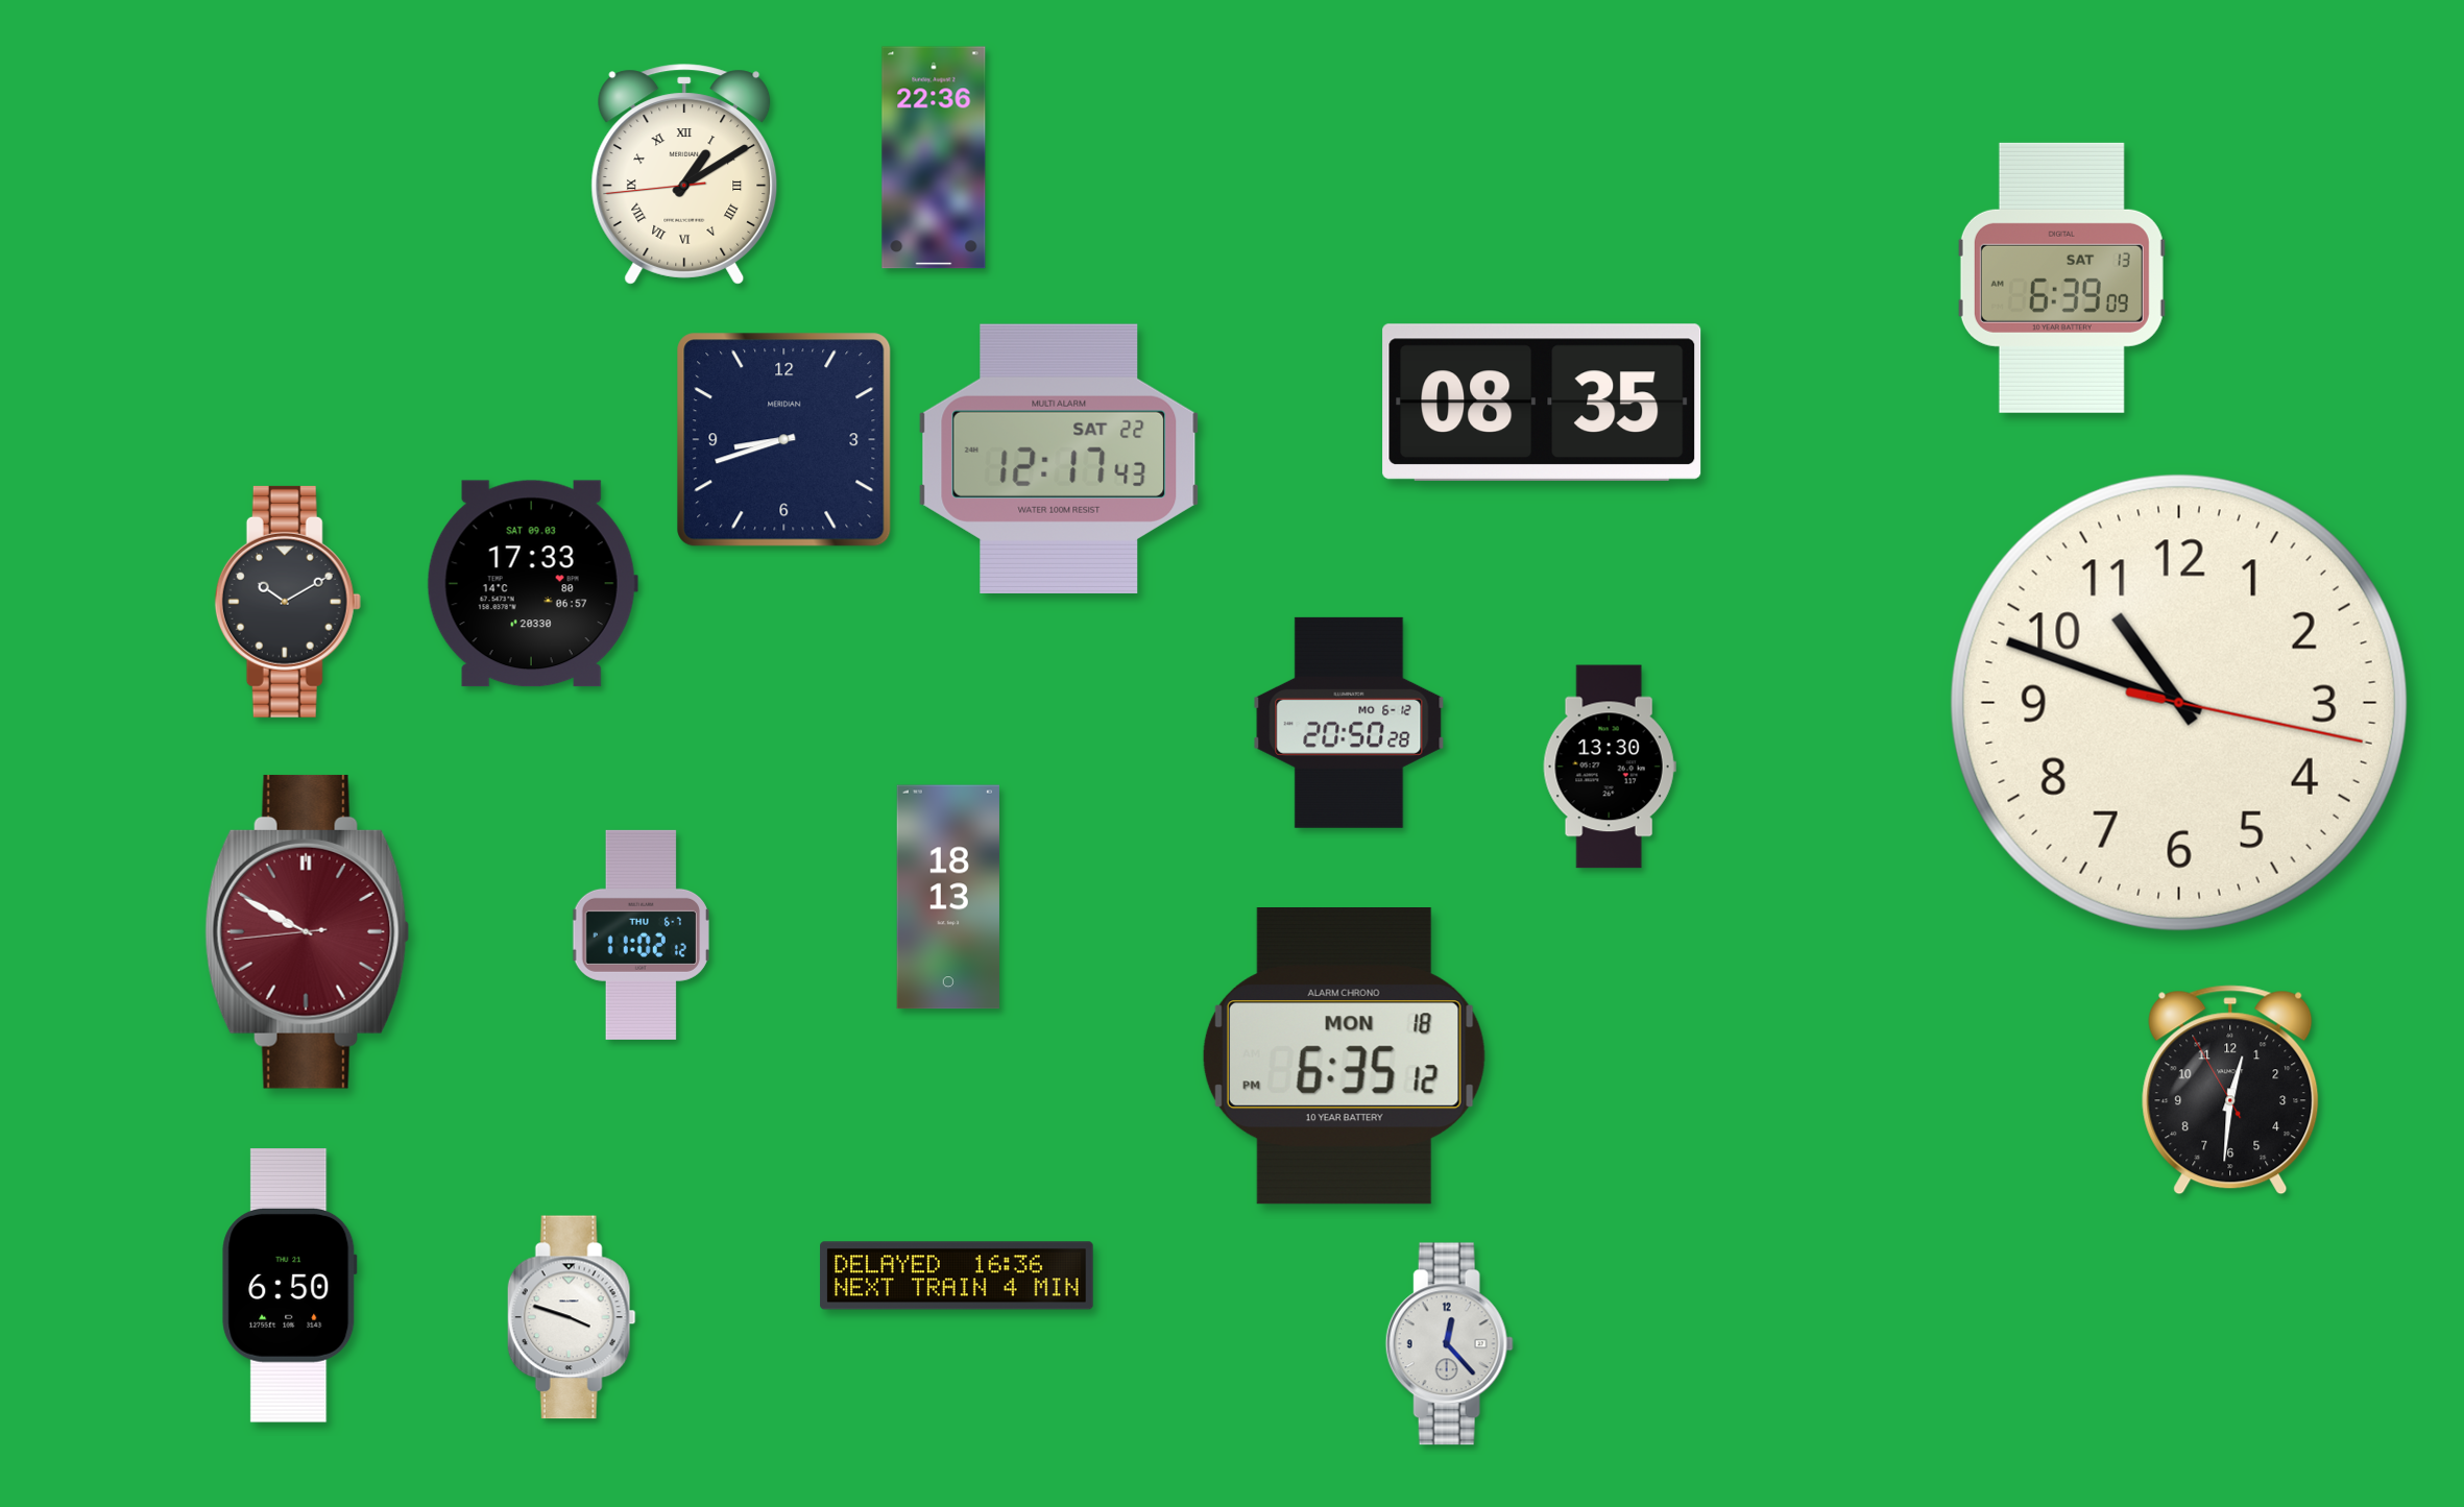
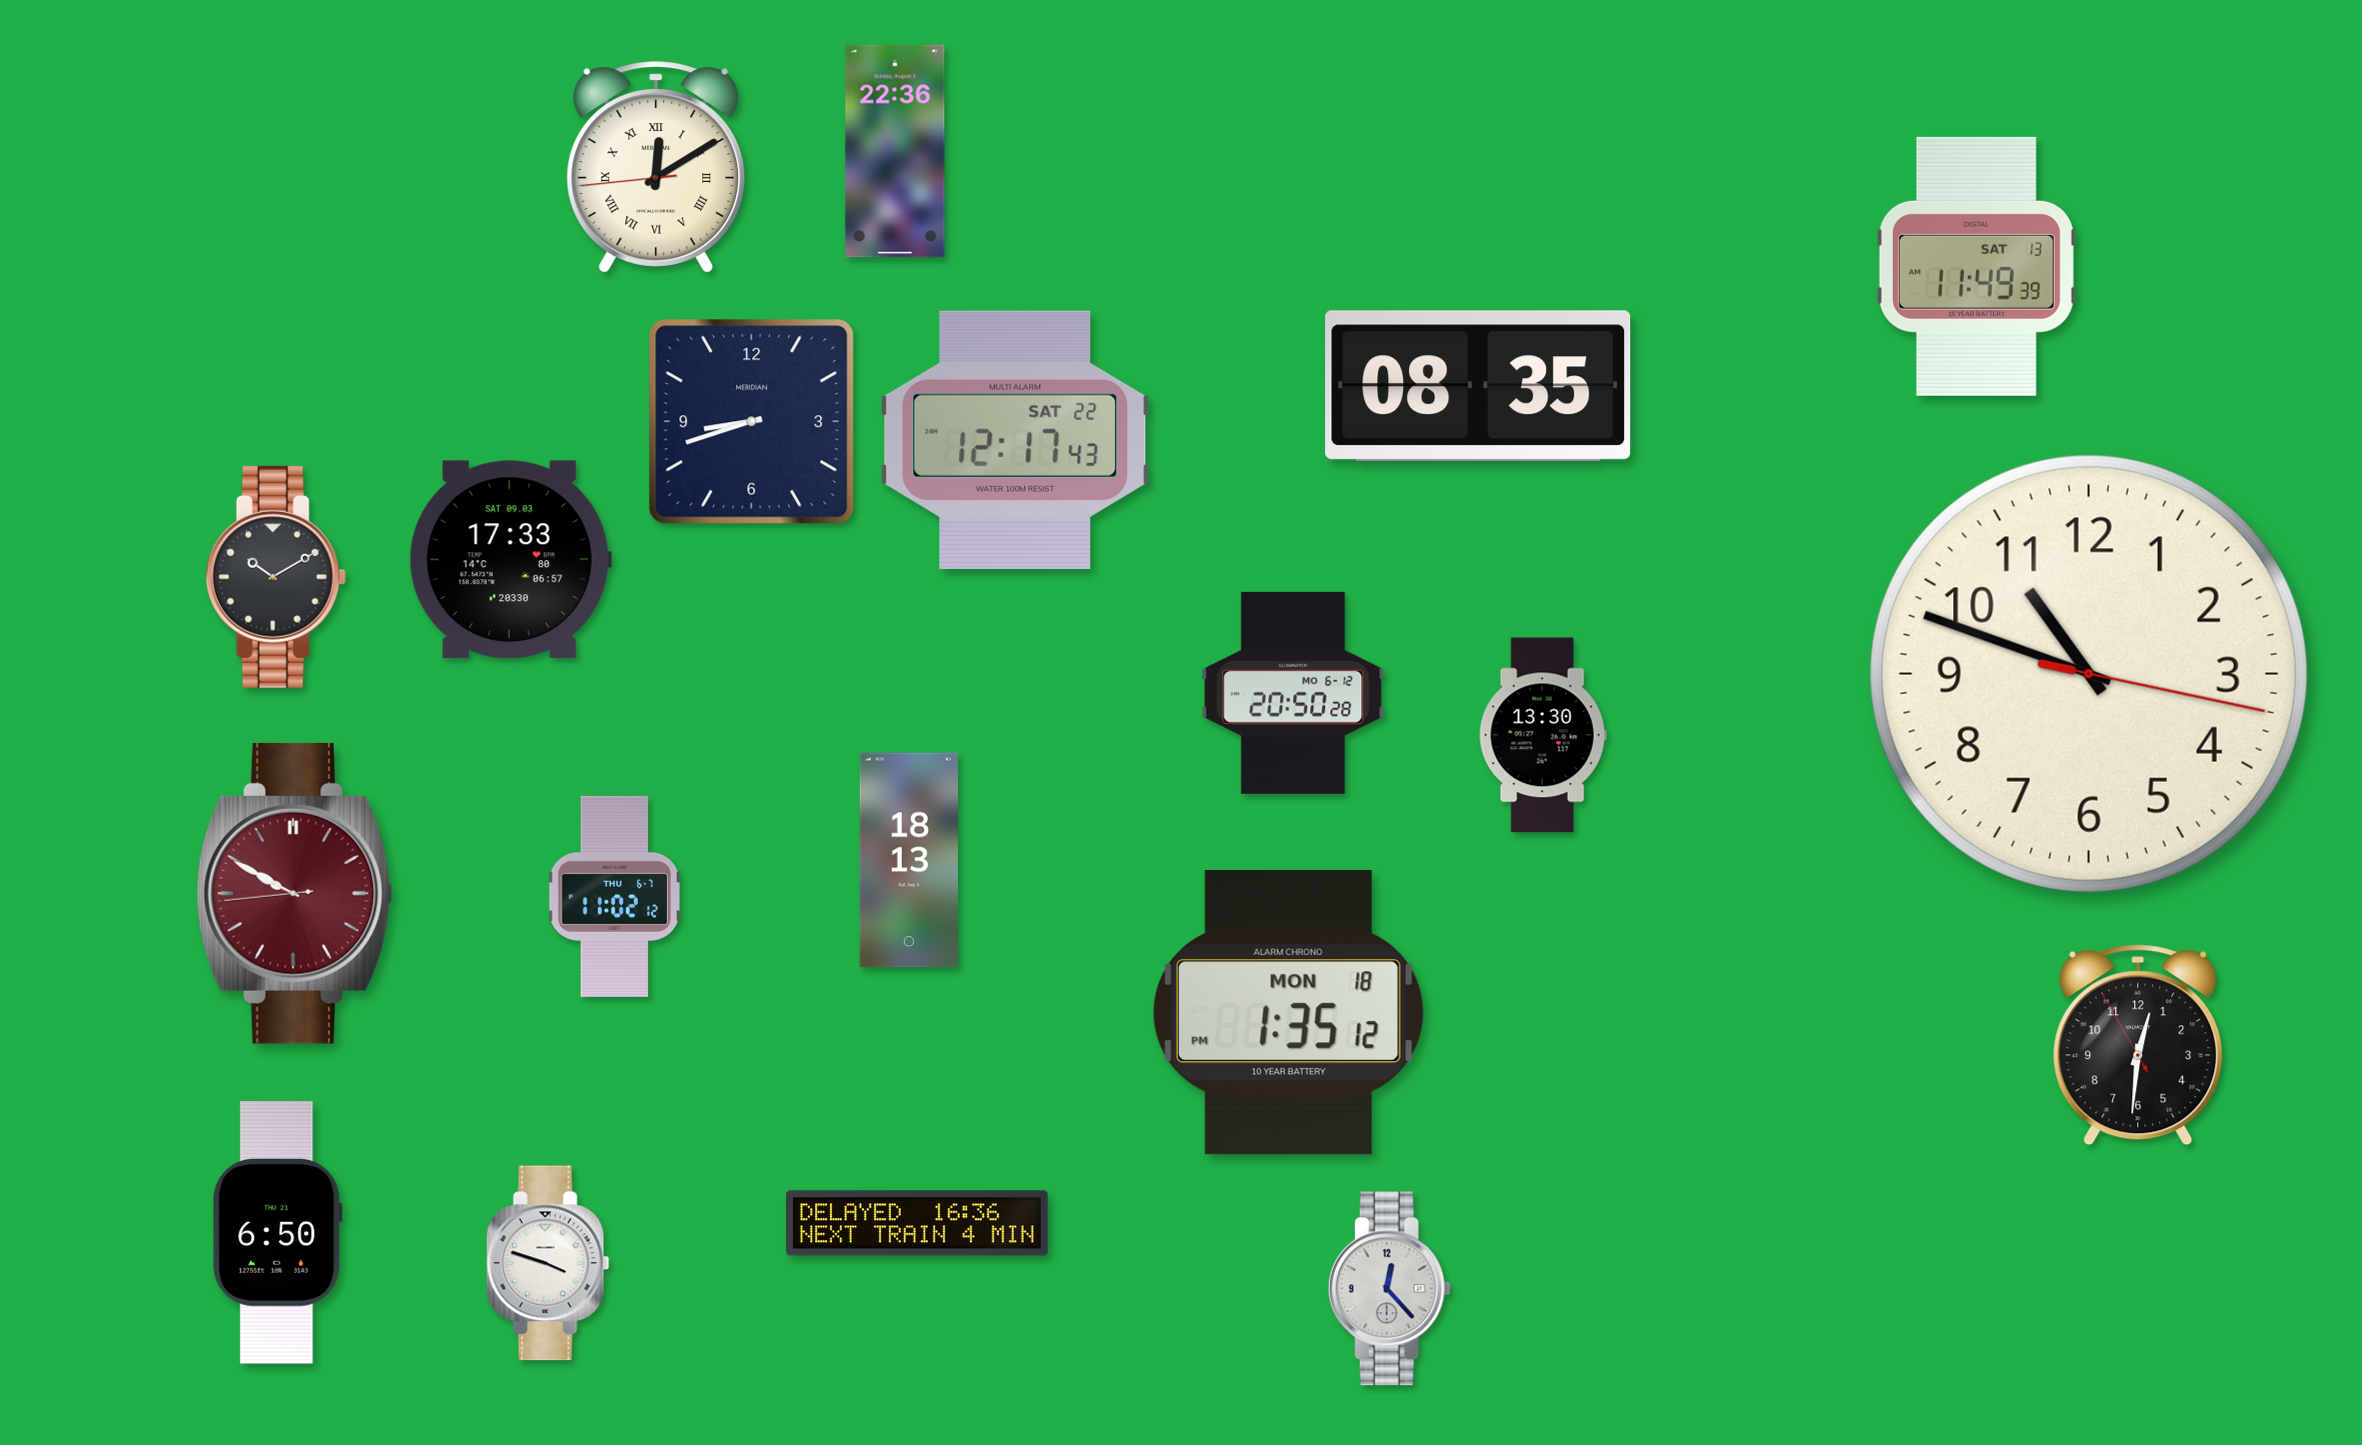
clock at (684, 174): 1:09 -> 12:09
clock at (2061, 277): 6:39 -> 11:49
clock at (1344, 1056): 6:35 -> 1:35
